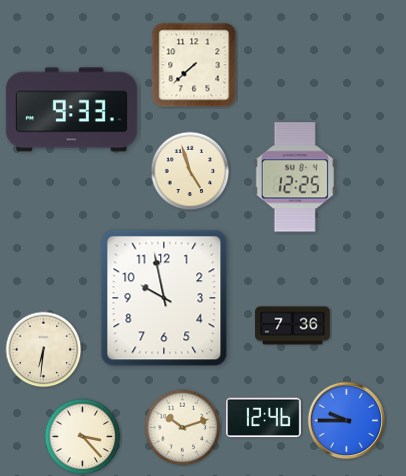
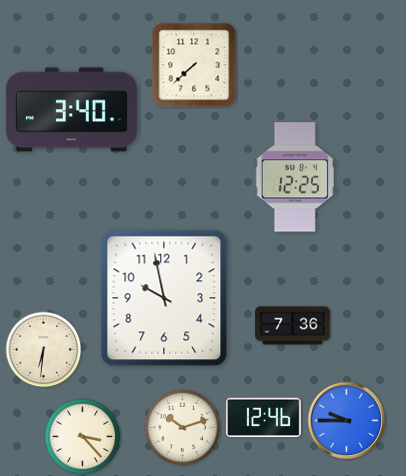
clock at (71, 110): 9:33 -> 3:40
clock at (190, 171): 4:57 -> none
